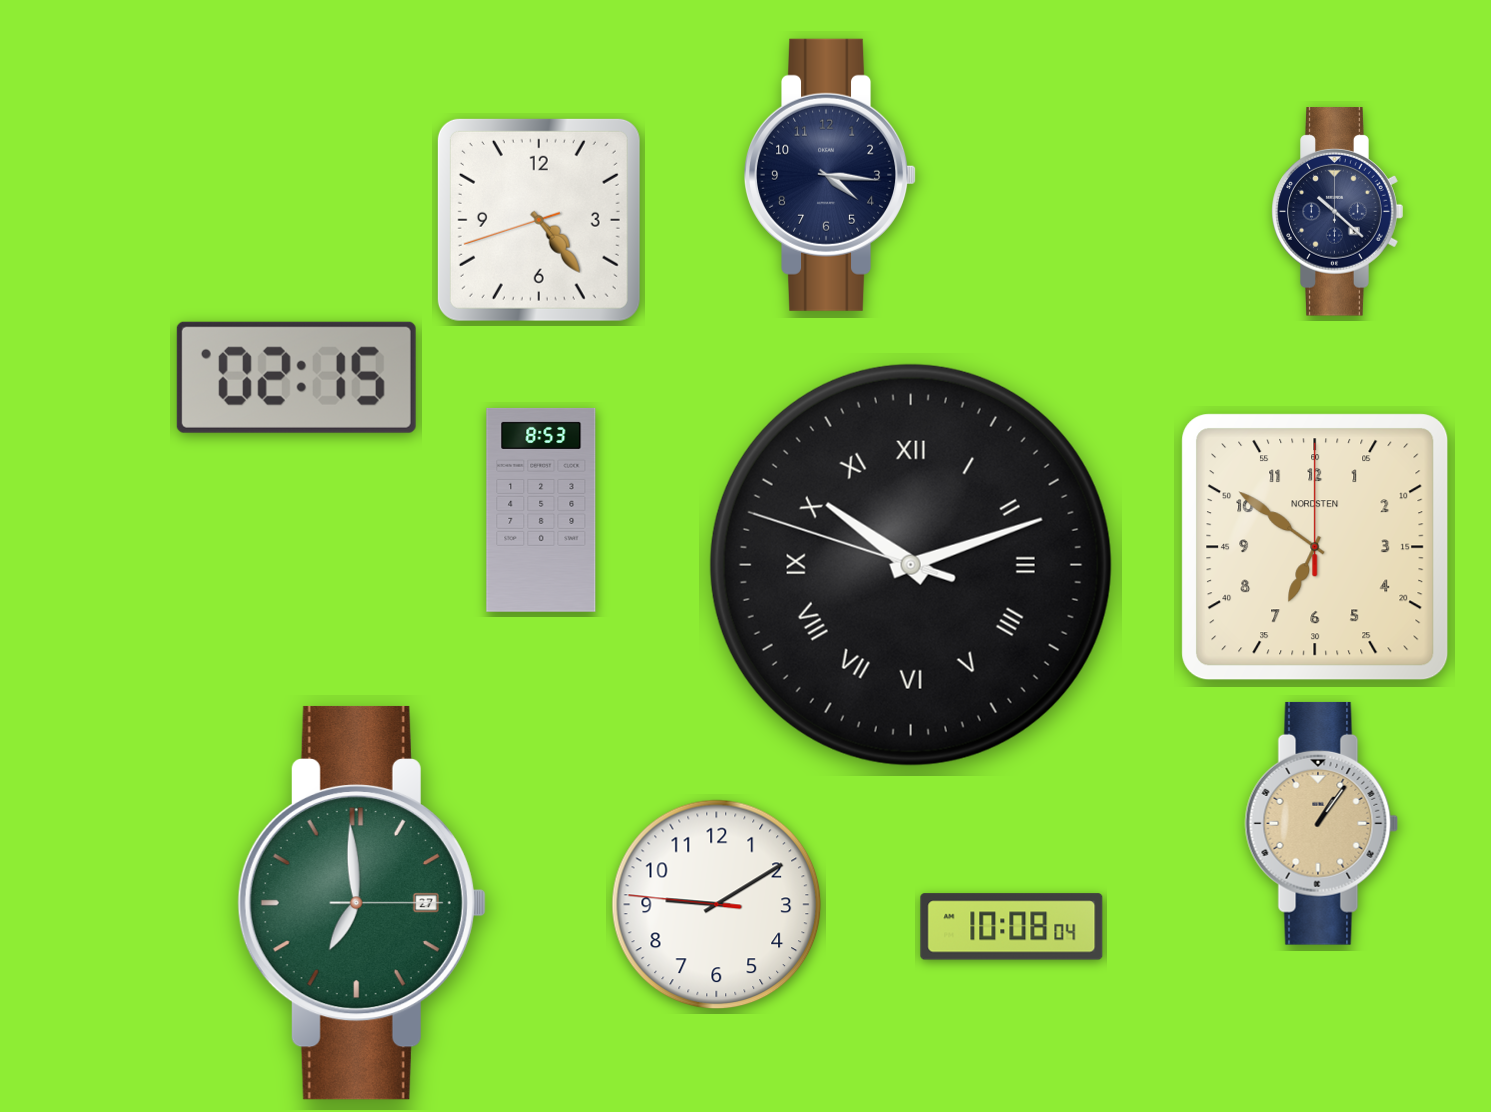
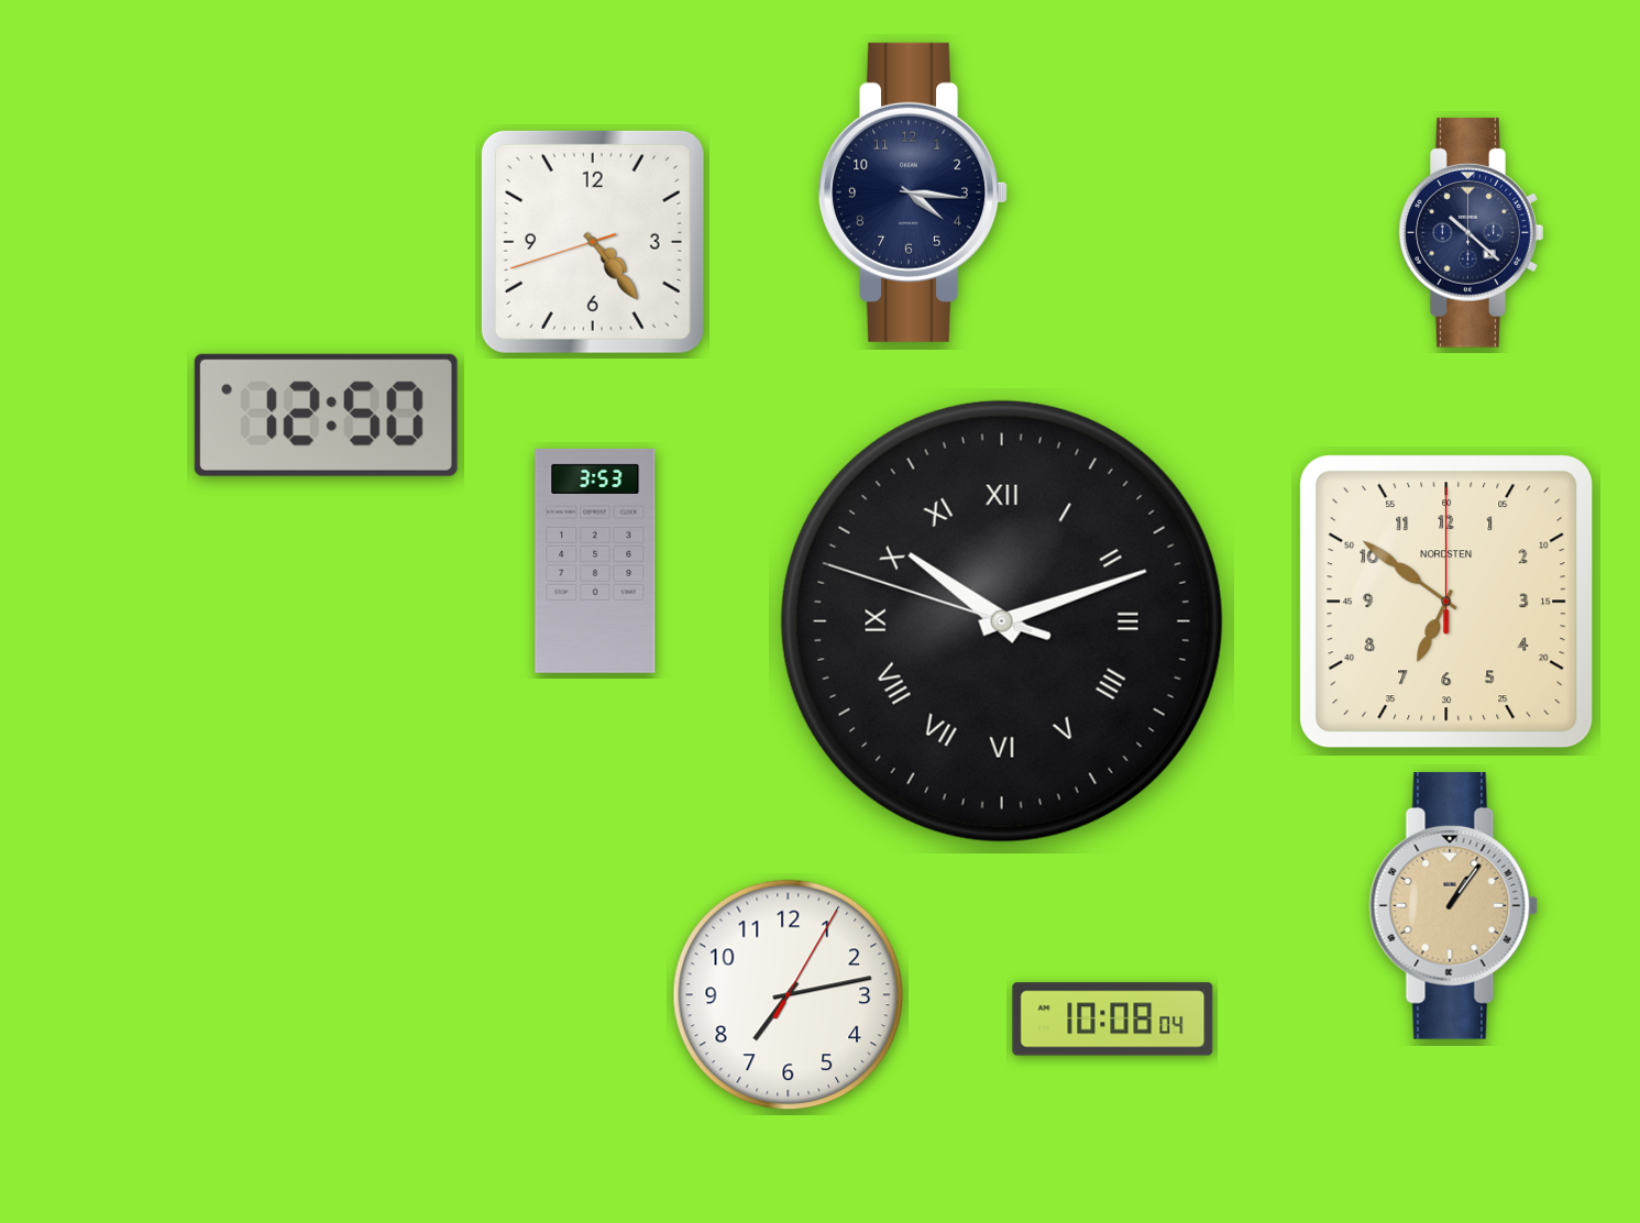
clock at (296, 377): 02:15 -> 12:50
clock at (541, 510): 8:53 -> 3:53
clock at (362, 903): 6:59 -> none
clock at (717, 905): 9:09 -> 7:13
